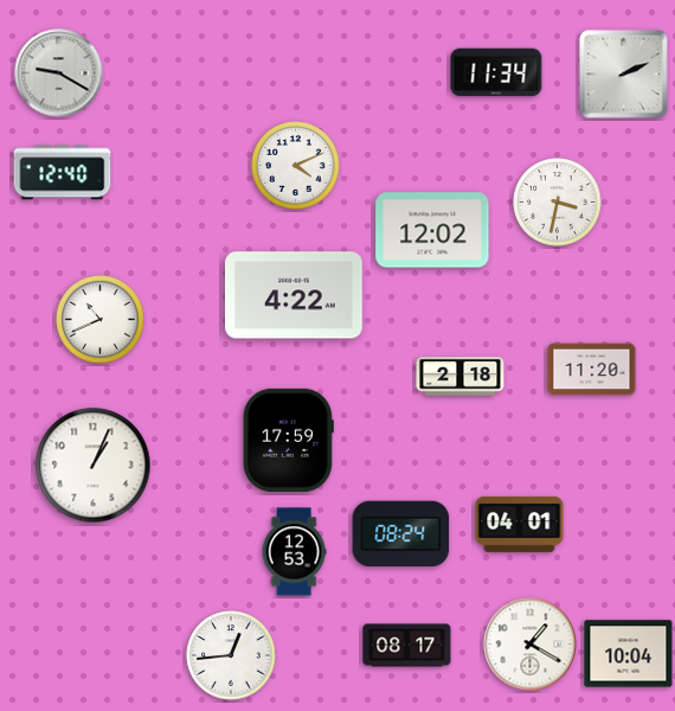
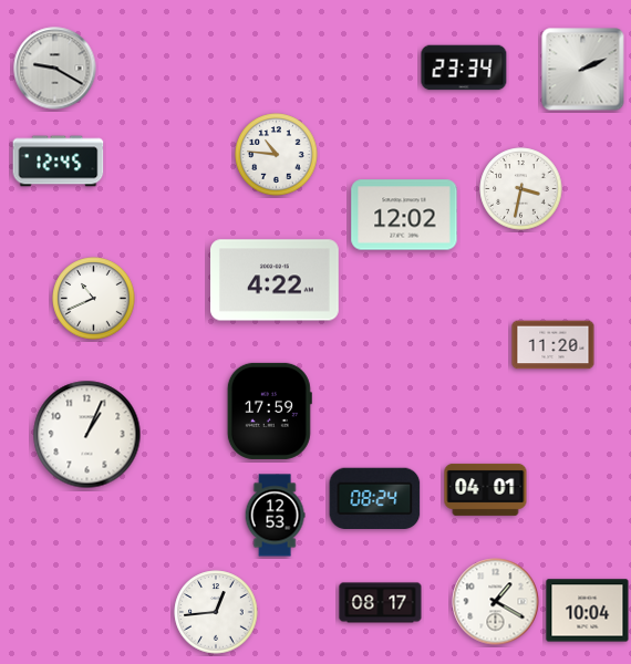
clock at (496, 72): 11:34 -> 23:34
clock at (296, 166): 4:11 -> 10:46
clock at (63, 173): 12:40 -> 12:45
clock at (295, 295) position: (295, 295) -> (276, 280)
clock at (461, 377): 2:18 -> none
